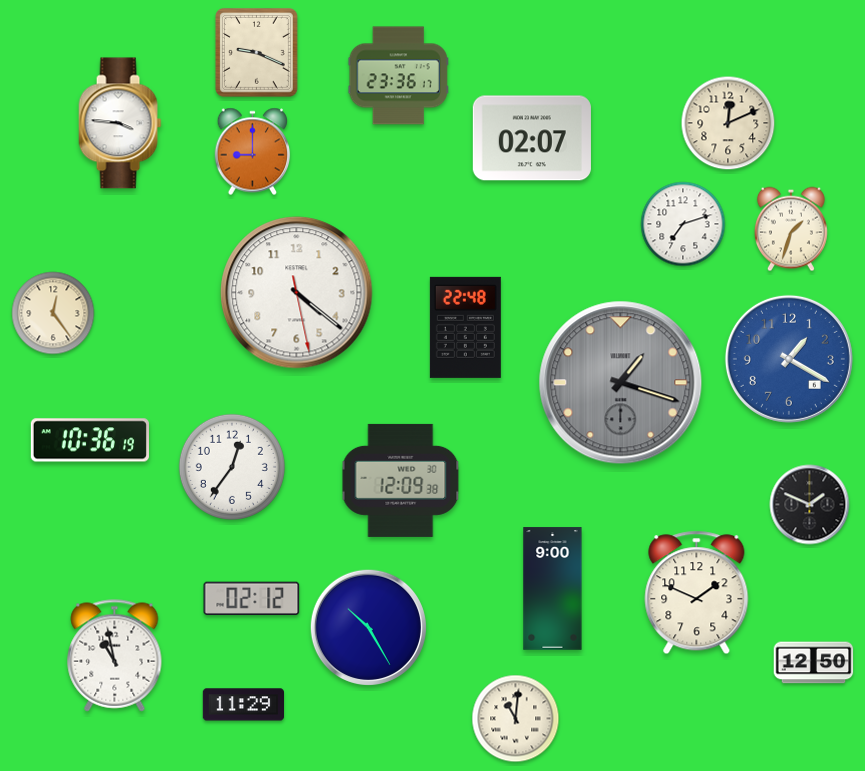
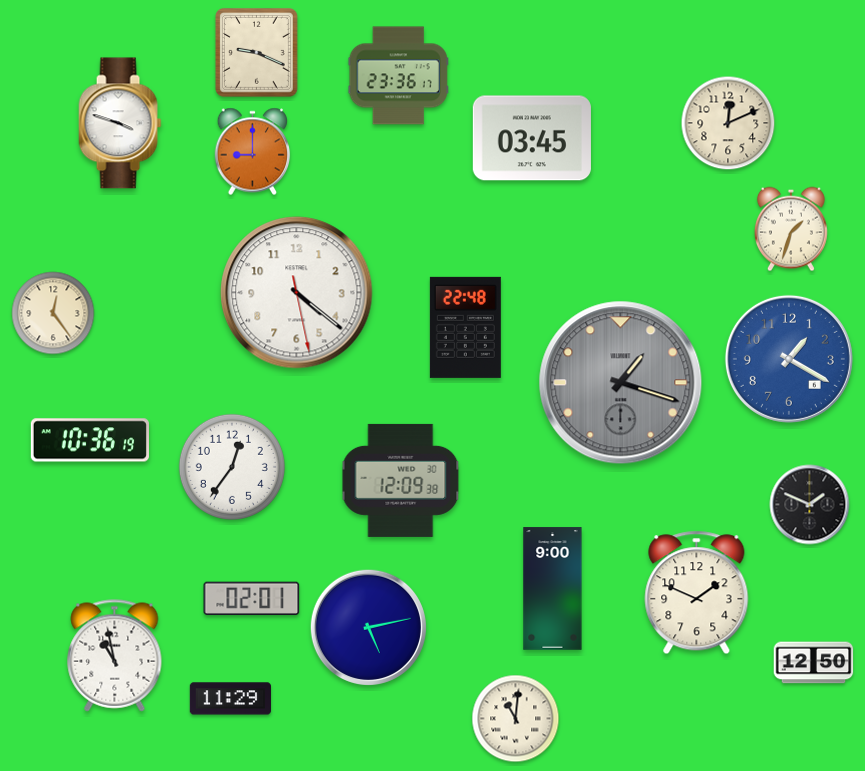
clock at (120, 123): 3:46 -> 3:48
clock at (532, 138): 02:07 -> 03:45
clock at (683, 224): 7:12 -> none
clock at (252, 599): 02:12 -> 02:01
clock at (368, 627): 10:25 -> 5:13
clock at (243, 705) position: (243, 705) -> (230, 699)
